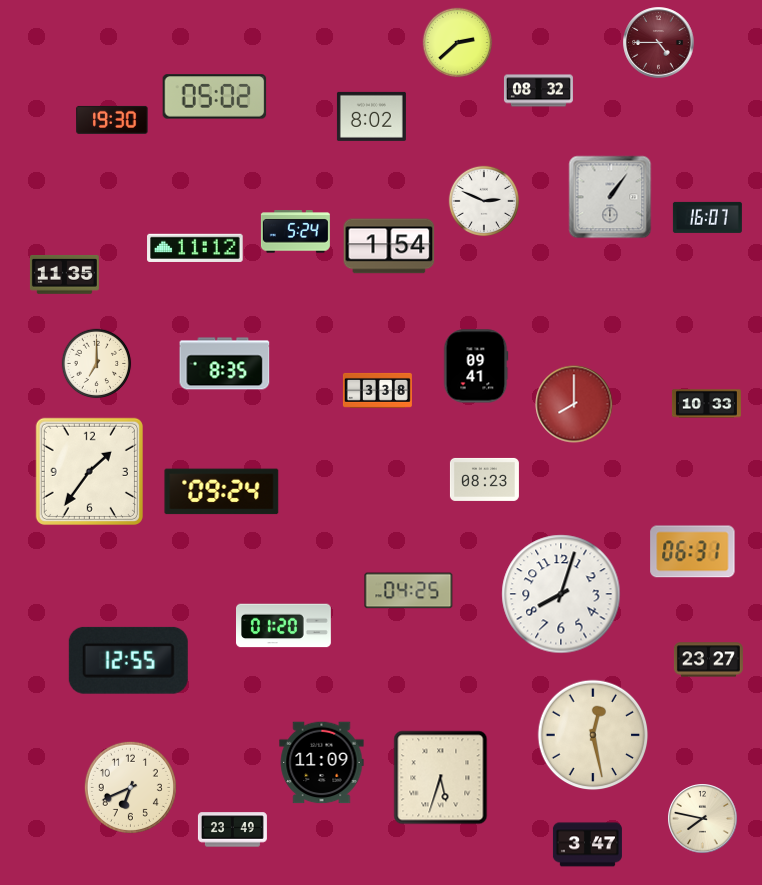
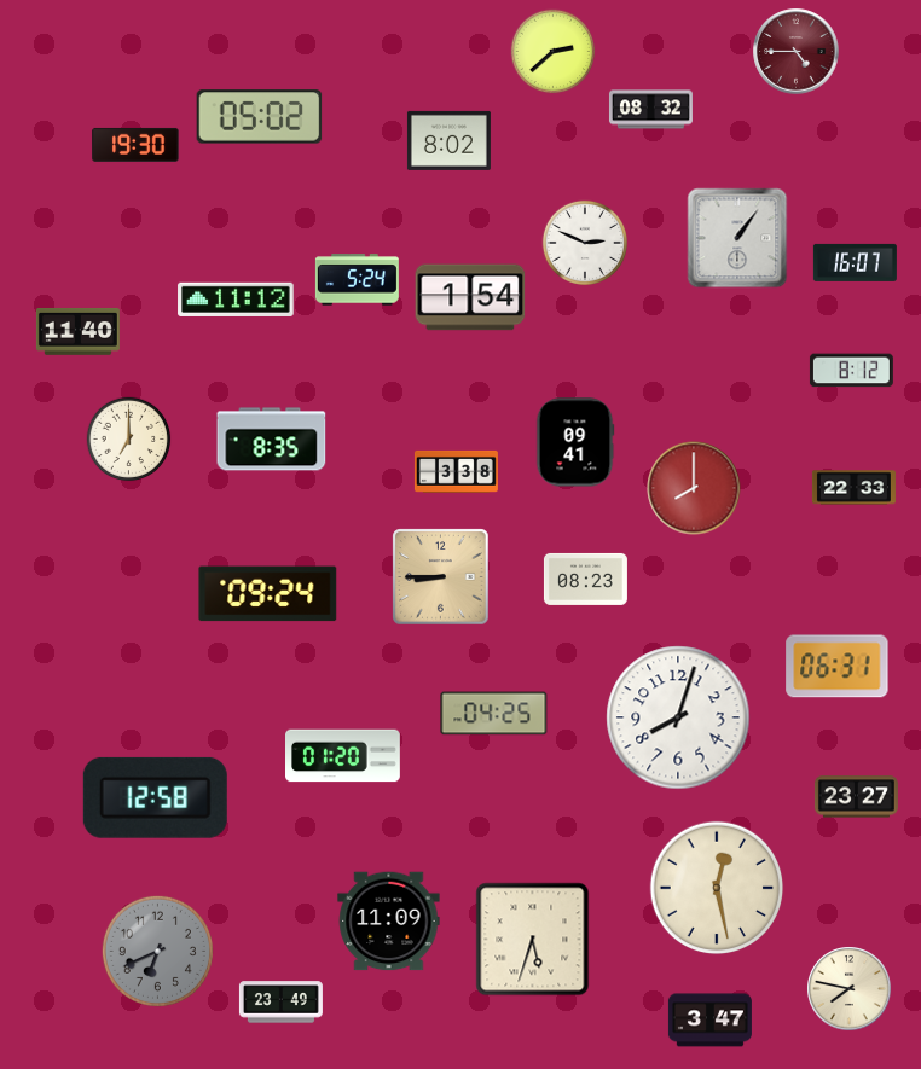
clock at (64, 275): 11:35 -> 11:40
clock at (851, 371): none -> 8:12
clock at (97, 364) position: (97, 364) -> (129, 440)
clock at (706, 404): 10:33 -> 22:33
clock at (89, 471): 1:36 -> none
clock at (441, 577): none -> 8:45
clock at (128, 660): 12:55 -> 12:58
clock at (130, 787) dial: cream -> grey
